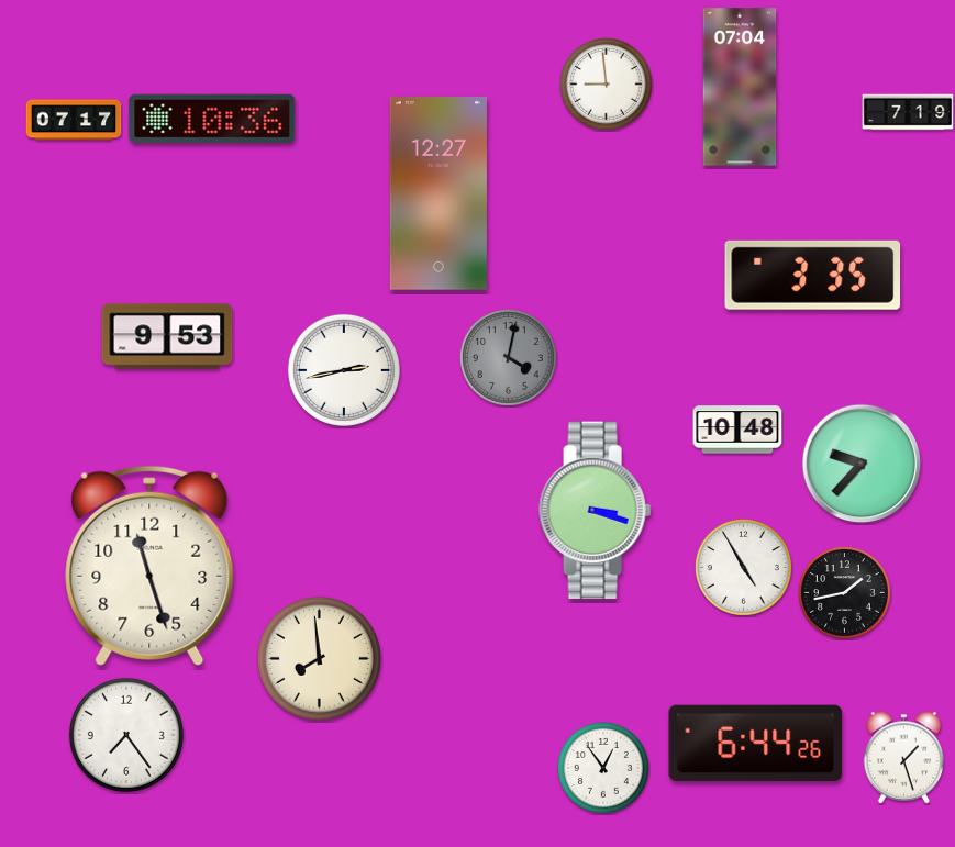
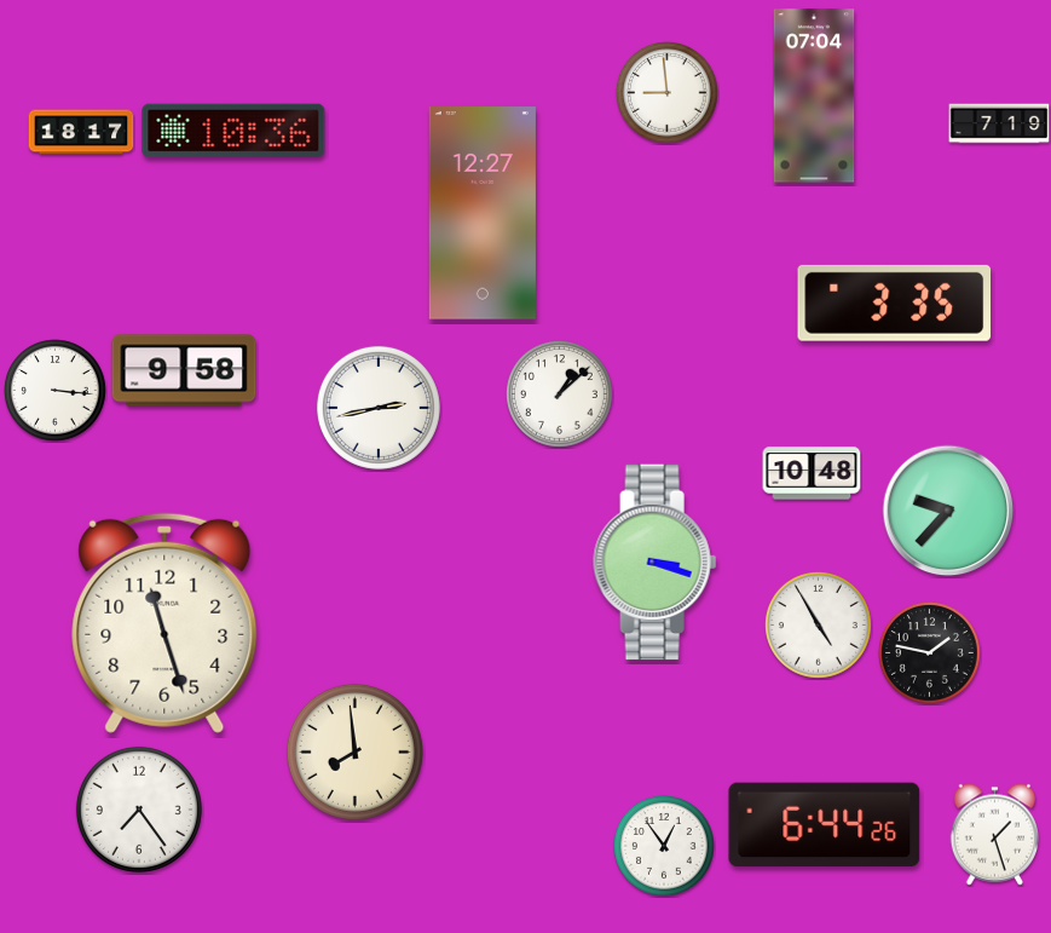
clock at (74, 120): 07:17 -> 18:17
clock at (167, 336): 9:53 -> 9:58
clock at (56, 391): none -> 3:16
clock at (509, 358): 4:02 -> 1:08
clock at (509, 358) dial: grey -> white
clock at (845, 593): 1:43 -> 1:47
clock at (319, 658) position: (319, 658) -> (354, 751)
clock at (756, 743) position: (756, 743) -> (825, 824)
